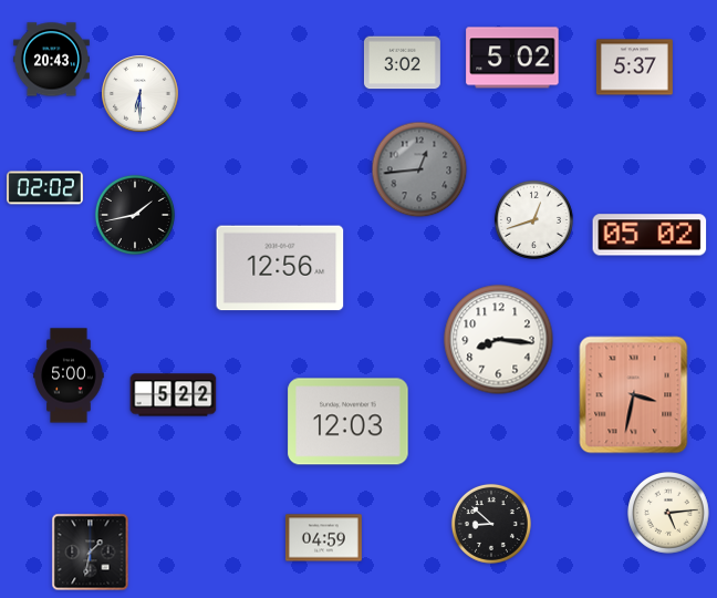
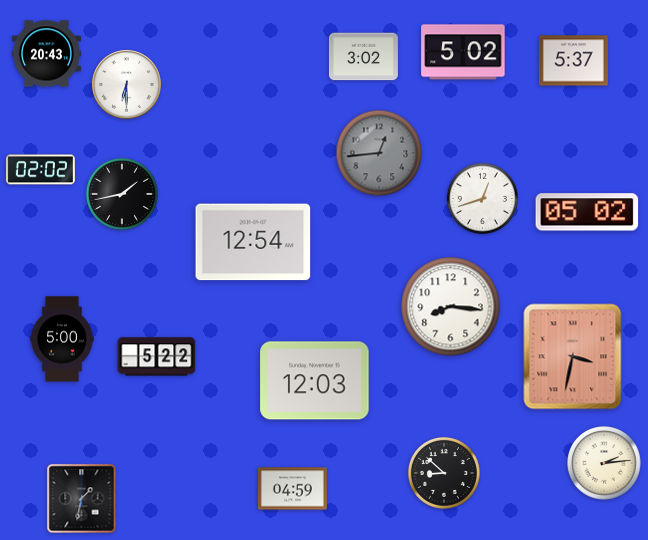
clock at (280, 268): 12:56 -> 12:54
clock at (668, 513): 5:14 -> 2:14
clock at (323, 538) position: (323, 538) -> (292, 489)
